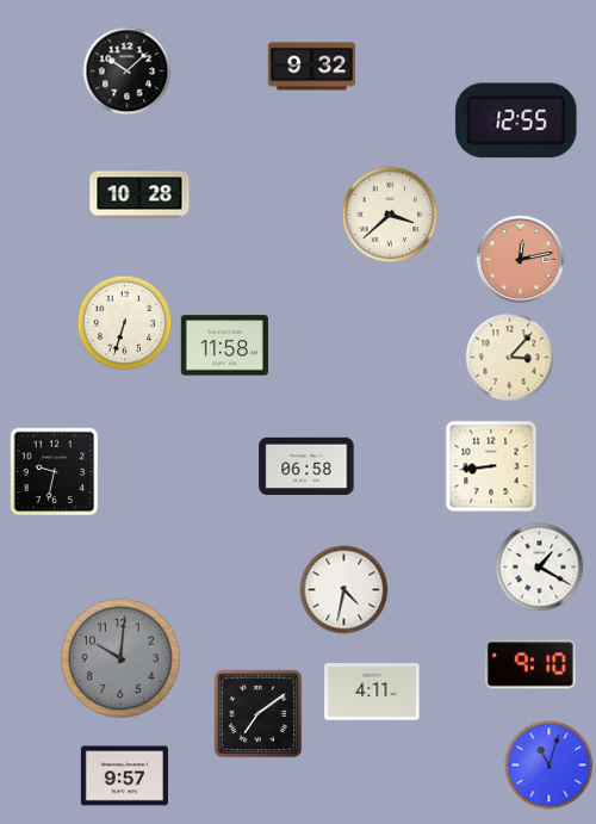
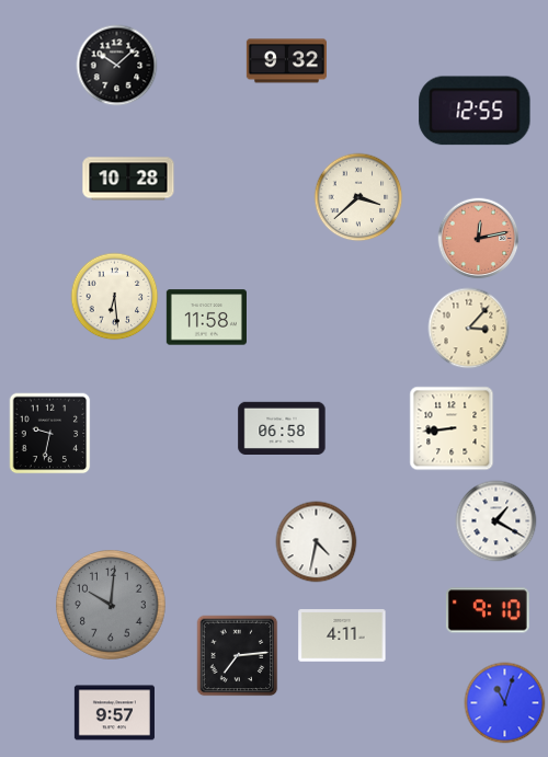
clock at (125, 323): 6:33 -> 6:29
clock at (259, 714): 7:09 -> 7:14
